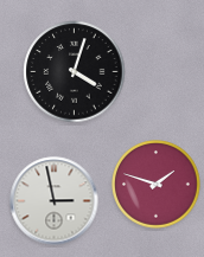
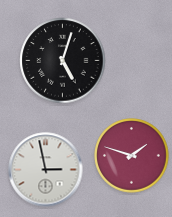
clock at (75, 72): 4:03 -> 5:03
